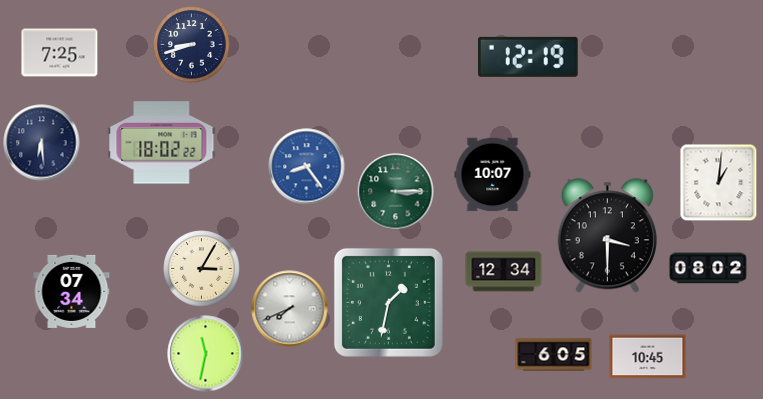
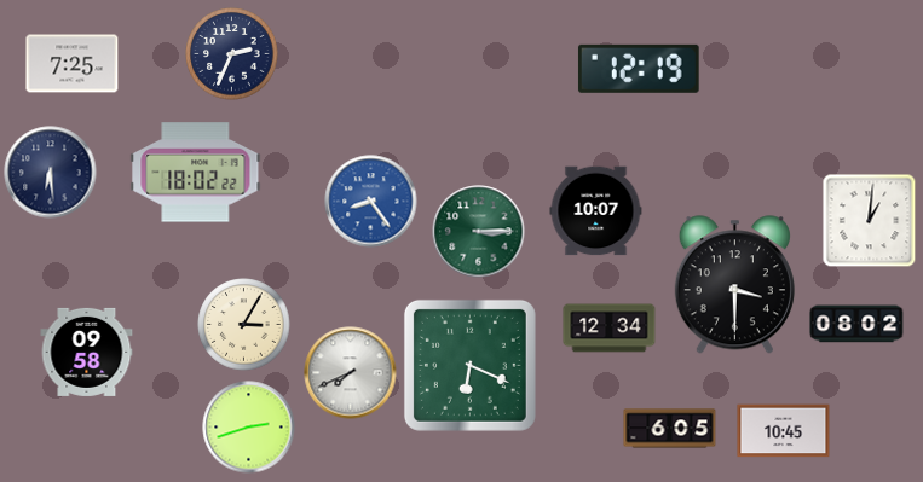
clock at (192, 45): 8:42 -> 2:34
clock at (72, 291): 07:34 -> 09:58
clock at (388, 302): 1:32 -> 6:19
clock at (206, 354): 11:32 -> 2:42
